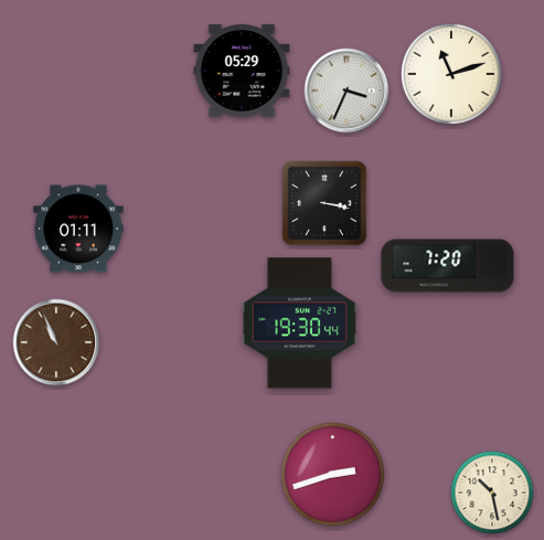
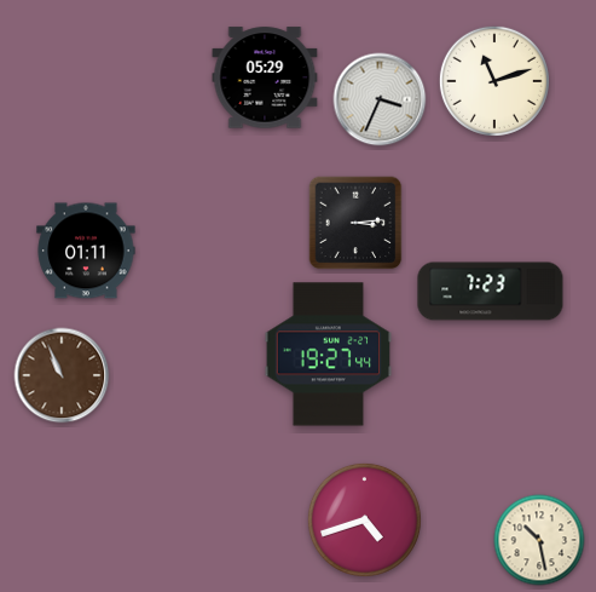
clock at (324, 203): 3:17 -> 3:14
clock at (448, 266): 7:20 -> 7:23
clock at (299, 324): 19:30 -> 19:27
clock at (332, 474): 2:42 -> 4:42
